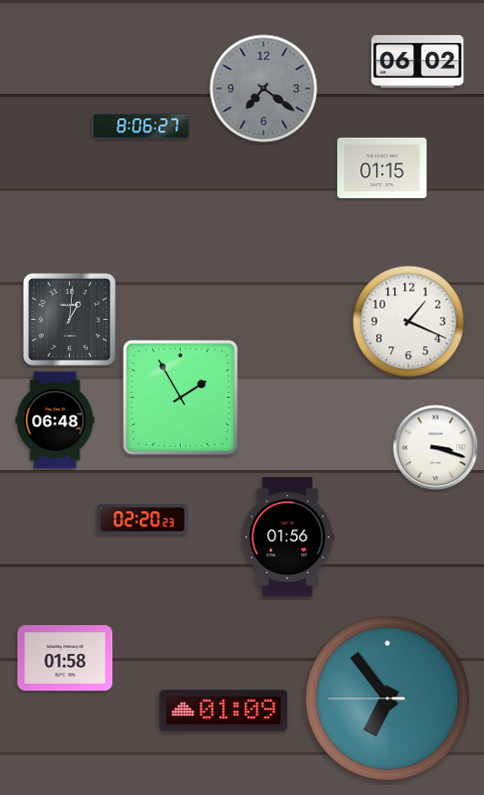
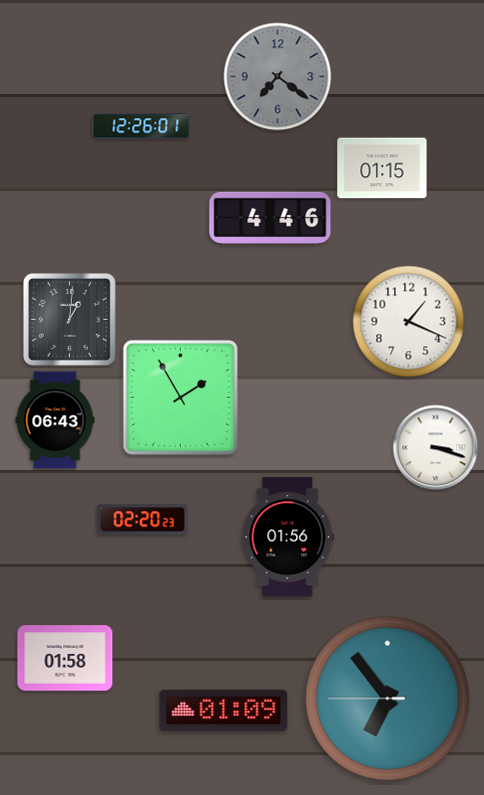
clock at (418, 62): 06:02 -> none
clock at (264, 89) position: (264, 89) -> (278, 77)
clock at (141, 126): 8:06 -> 12:26
clock at (270, 217): none -> 4:46
clock at (55, 420): 06:48 -> 06:43
